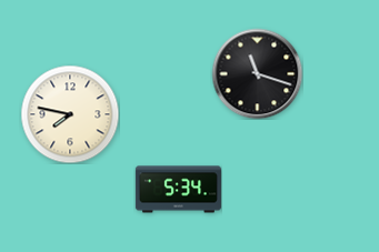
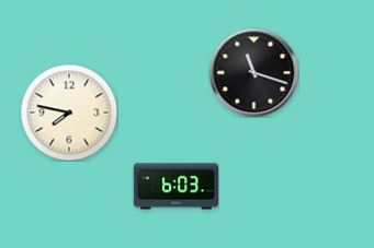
clock at (178, 190): 5:34 -> 6:03
